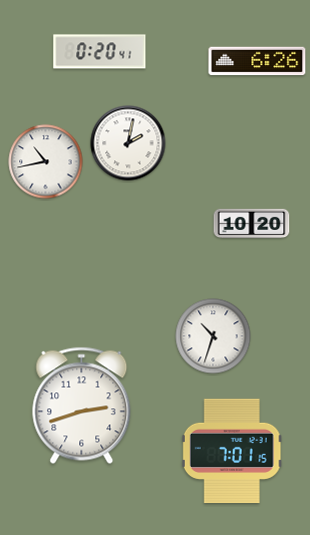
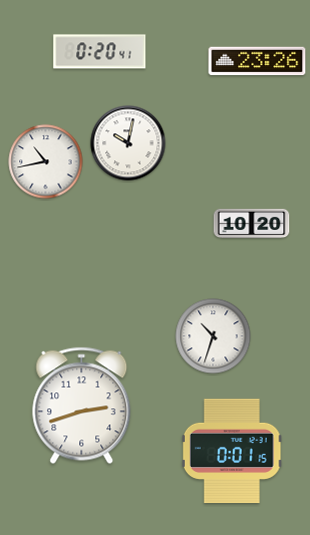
clock at (257, 61): 6:26 -> 23:26
clock at (128, 143): 2:02 -> 10:02
clock at (232, 450): 7:01 -> 0:01
